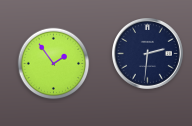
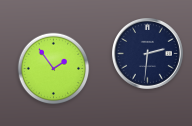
clock at (54, 64) position: (54, 64) -> (54, 69)
